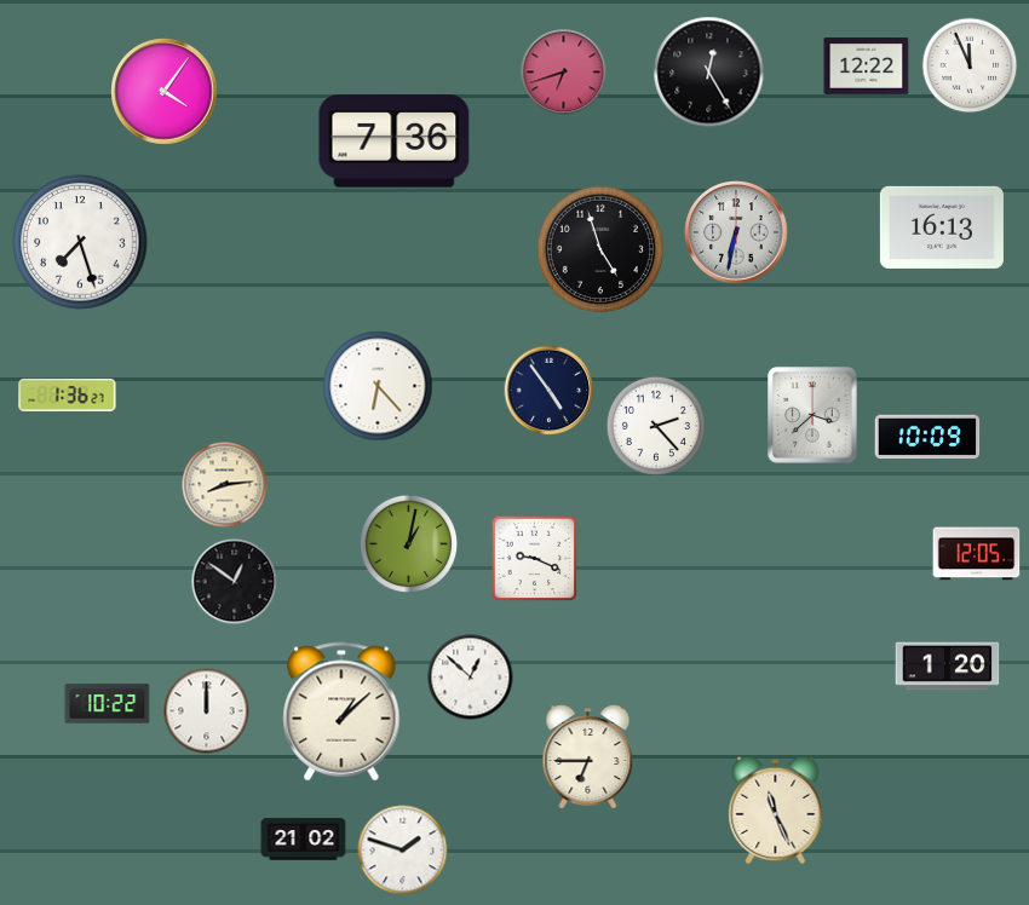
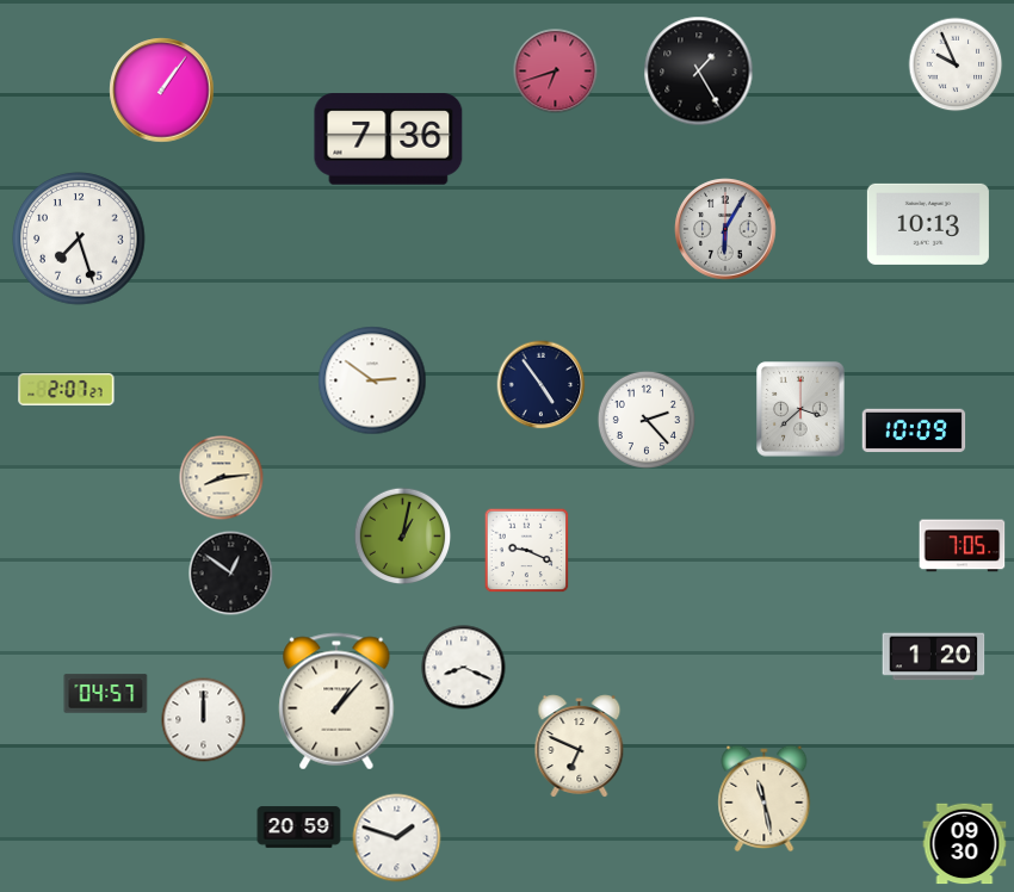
clock at (970, 65): 11:56 -> 9:56
clock at (867, 67): 12:22 -> none
clock at (709, 73): 12:25 -> 1:25
clock at (165, 92): 4:06 -> 1:06
clock at (942, 227): 16:13 -> 10:13
clock at (736, 232): 6:32 -> 6:05
clock at (599, 248): 4:57 -> none
clock at (378, 386): 6:23 -> 2:51
clock at (68, 394): 1:36 -> 2:07
clock at (977, 554): 12:05 -> 7:05
clock at (471, 678): 12:52 -> 8:19
clock at (108, 704): 10:22 -> 04:57
clock at (207, 711) position: (207, 711) -> (204, 720)
clock at (341, 711): 1:08 -> 1:07
clock at (588, 757): 6:45 -> 6:49
clock at (776, 811): 11:26 -> 11:28
clock at (304, 840): 21:02 -> 20:59
clock at (965, 844): none -> 09:30
